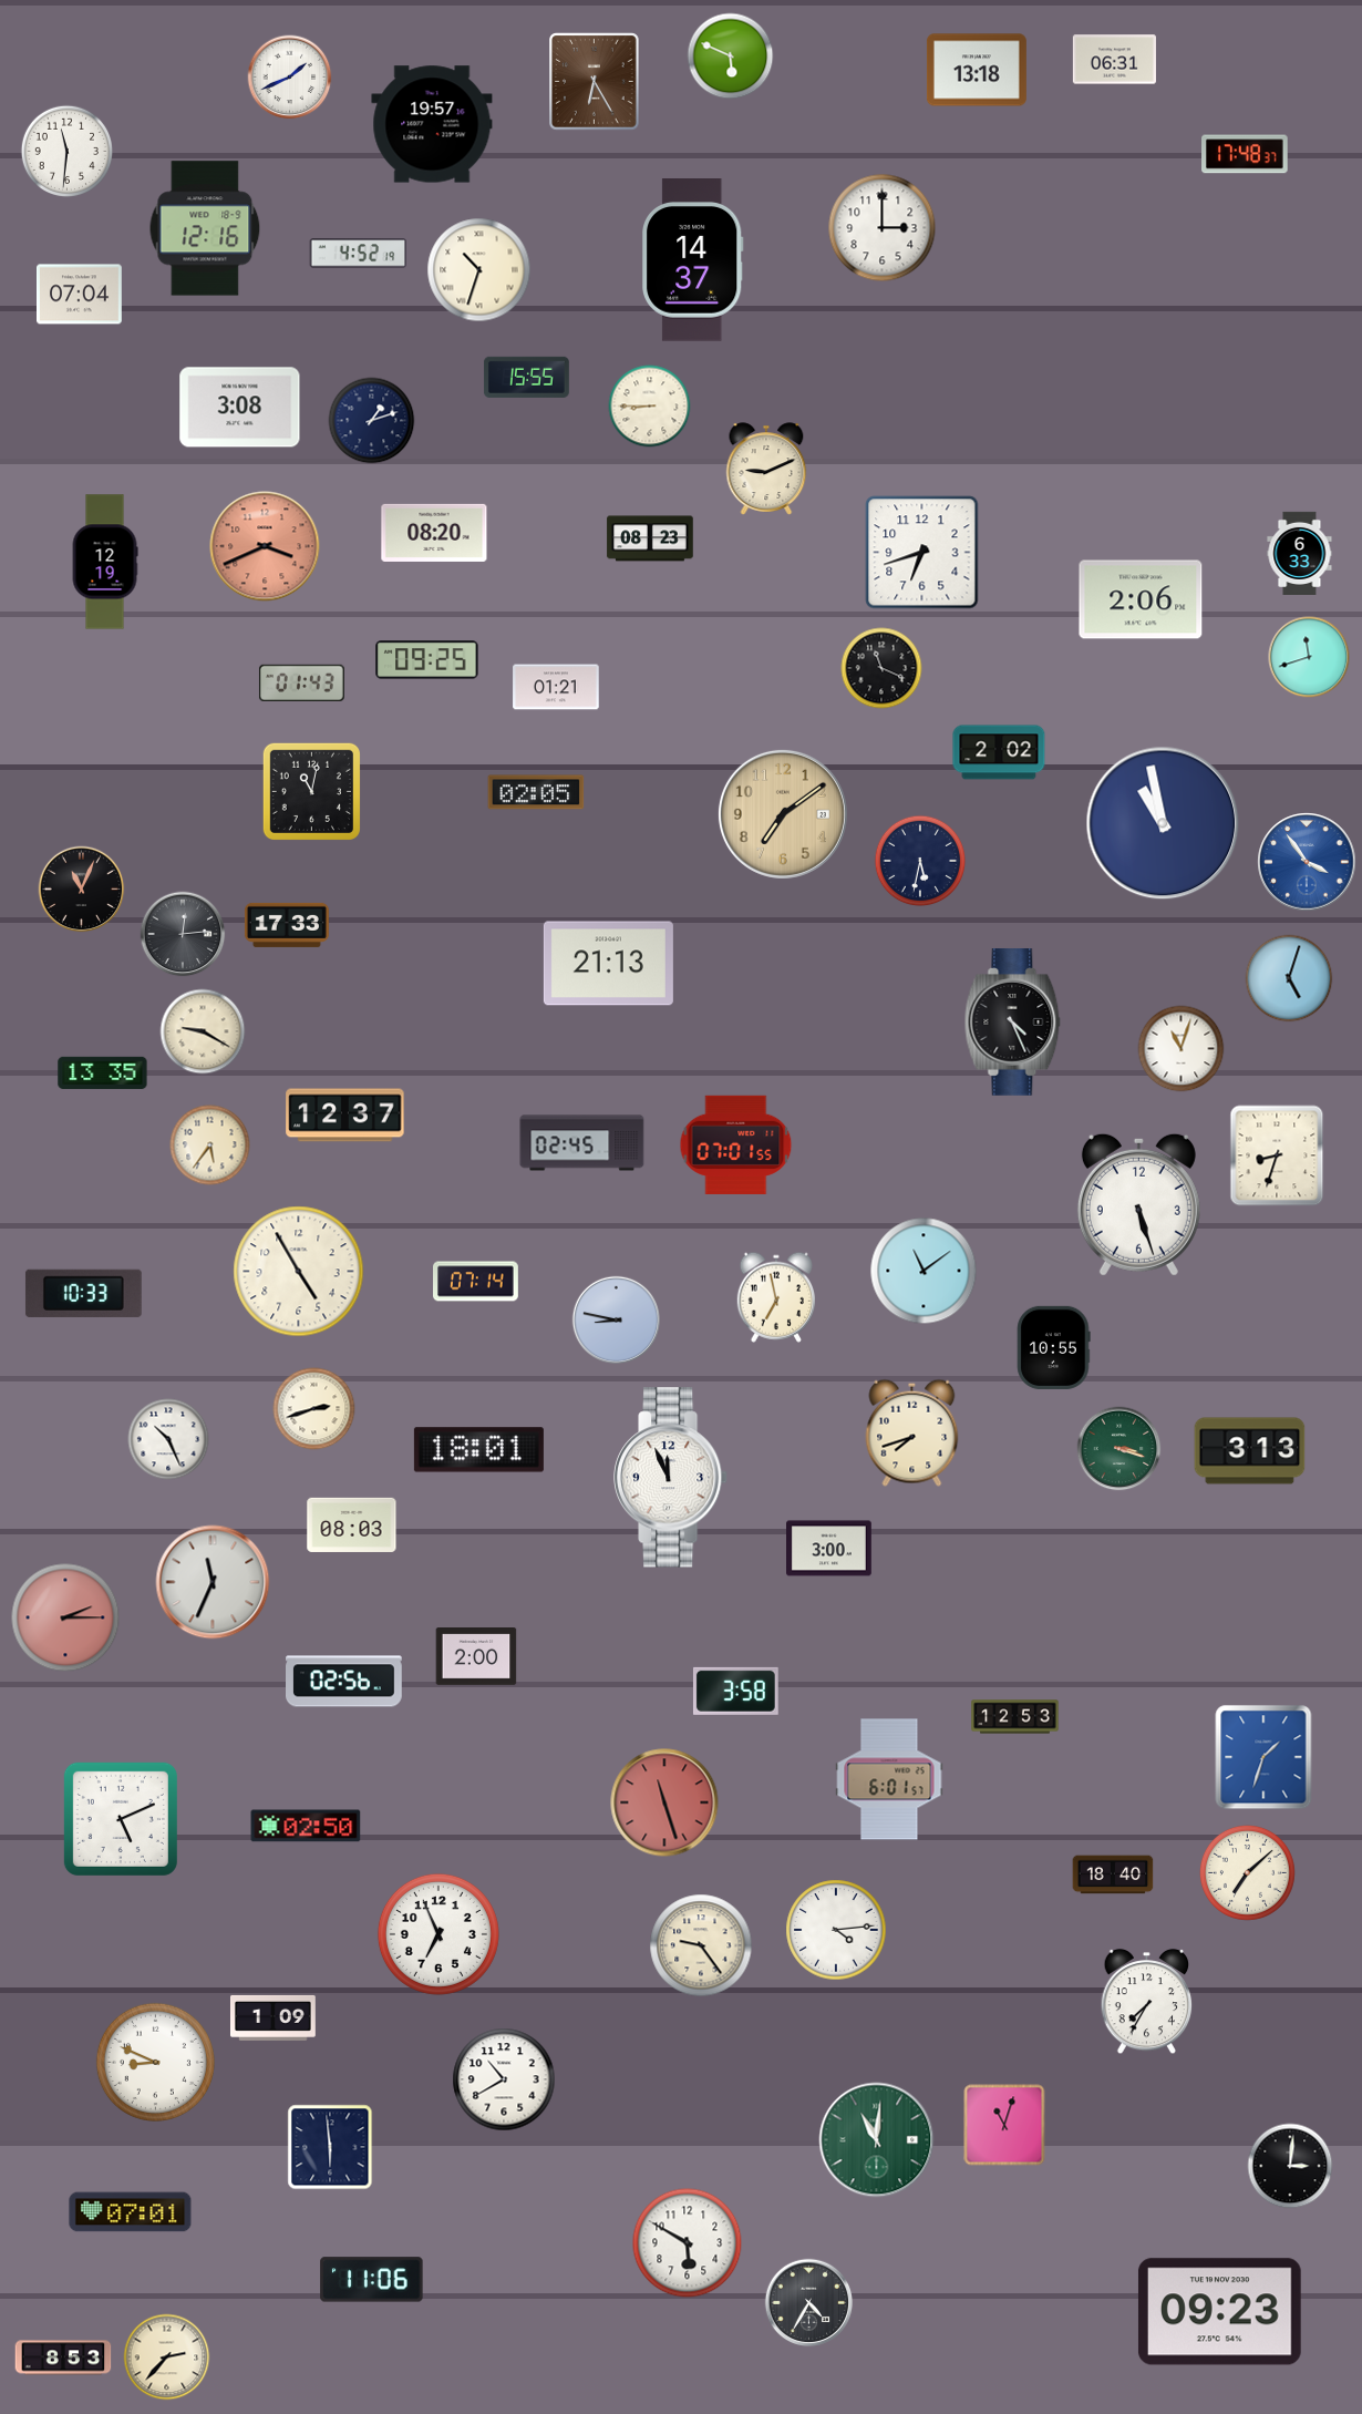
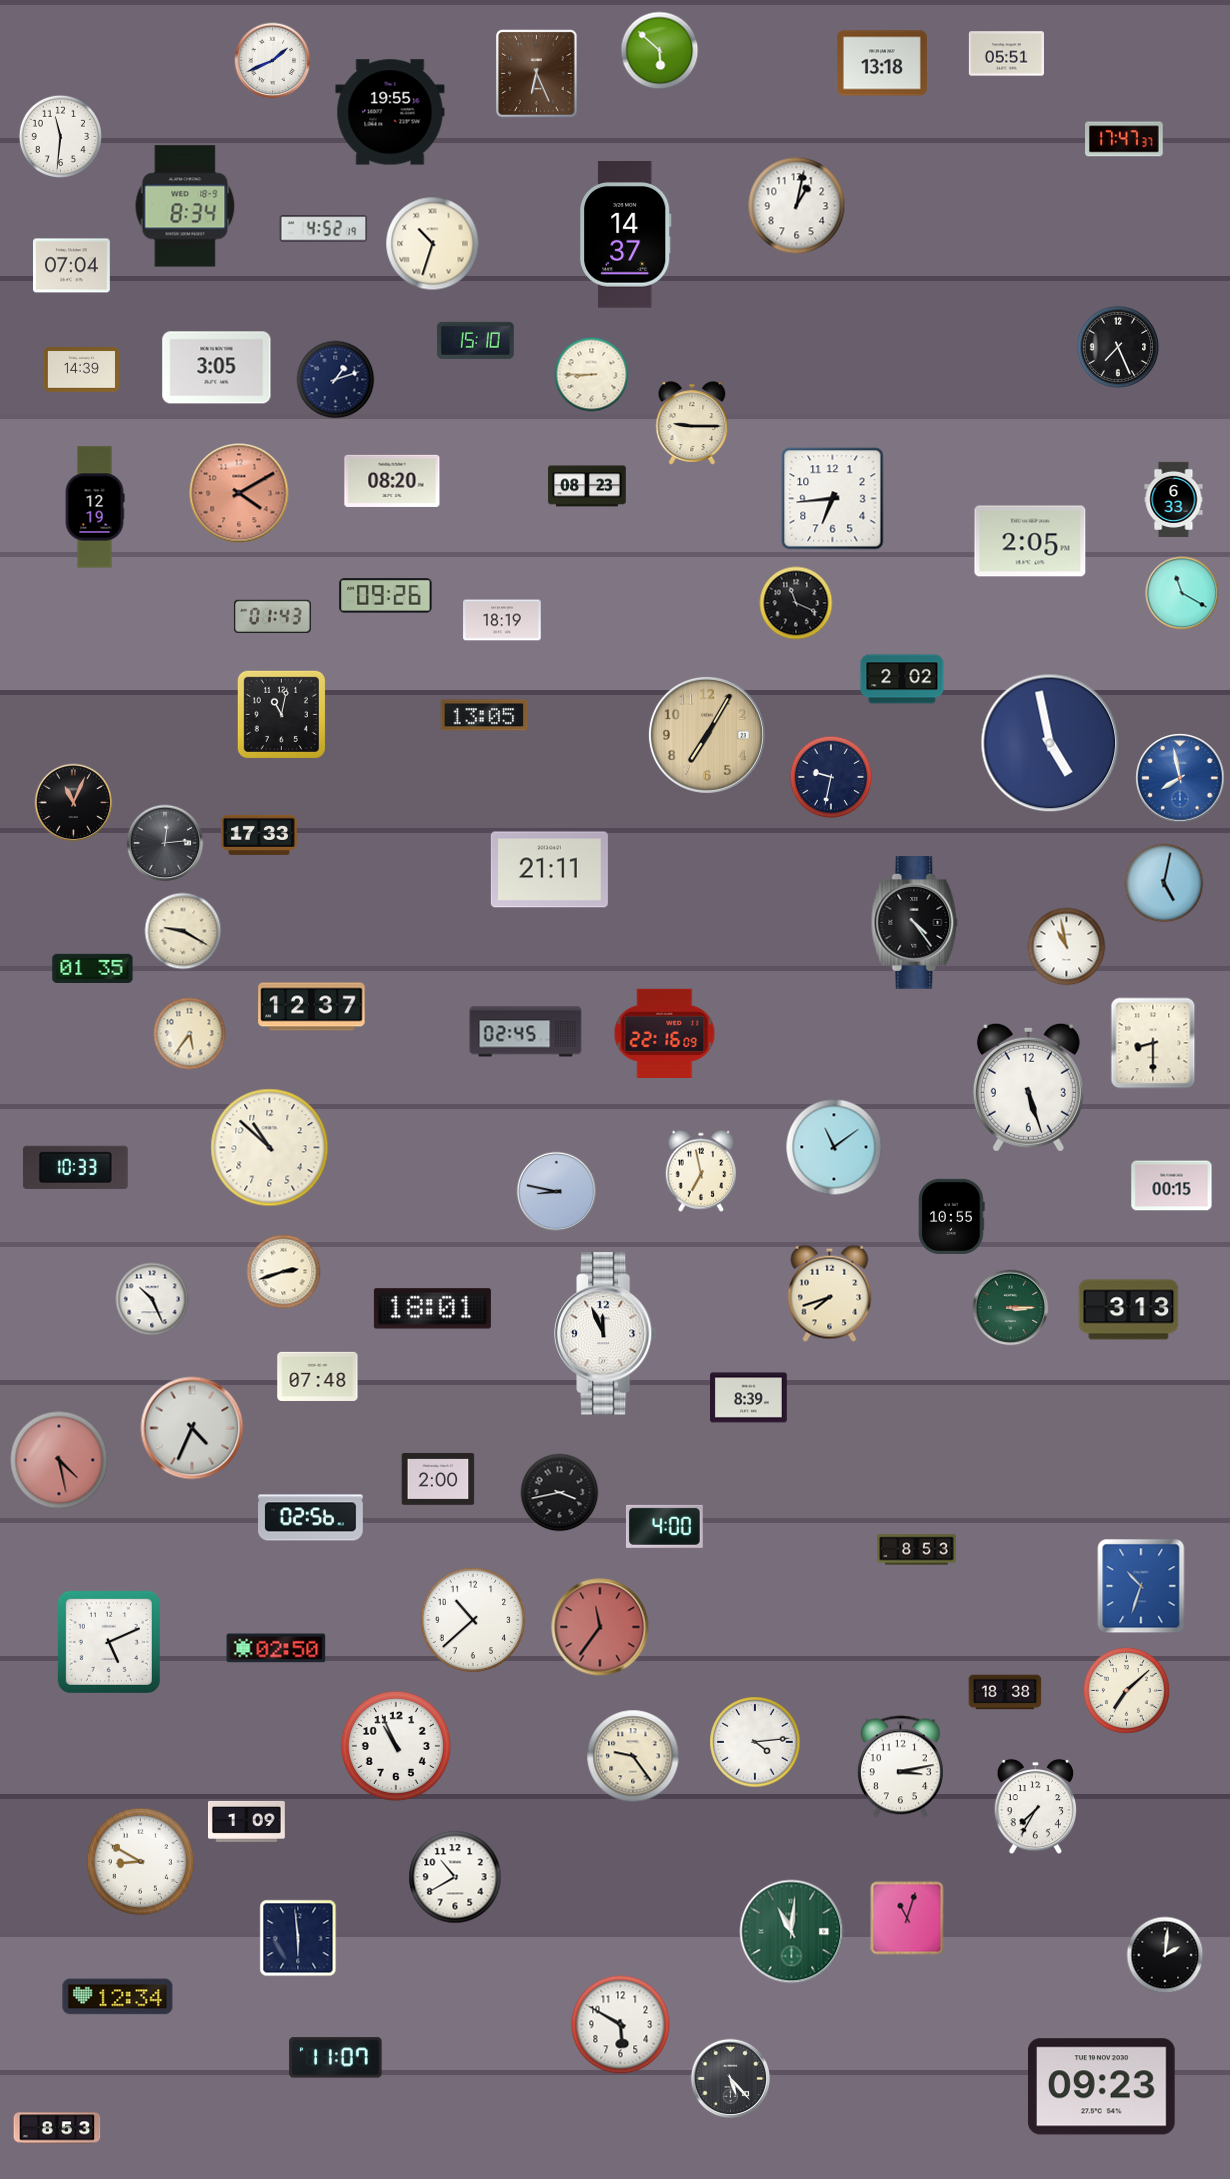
clock at (731, 57): 5:49 -> 5:52
clock at (1114, 60): 06:31 -> 05:51
clock at (290, 78) position: (290, 78) -> (273, 61)
clock at (595, 82): 6:25 -> 6:26
clock at (432, 124): 19:57 -> 19:55
clock at (1245, 154): 17:48 -> 17:47
clock at (205, 228): 12:16 -> 8:34
clock at (883, 228): 3:00 -> 1:02
clock at (526, 377): 15:55 -> 15:10
clock at (1118, 347): none -> 7:26
clock at (650, 407) position: (650, 407) -> (592, 375)
clock at (240, 408): 3:08 -> 3:05
clock at (81, 370): none -> 14:39
clock at (766, 469): 9:11 -> 9:15
clock at (265, 546): 3:41 -> 4:10
clock at (922, 553): 6:42 -> 6:44
clock at (1141, 599): 2:06 -> 2:05
clock at (1309, 657): 11:42 -> 11:20
clock at (427, 660): 09:25 -> 09:26
clock at (556, 687): 01:21 -> 18:19
clock at (536, 792): 02:05 -> 13:05
clock at (783, 814): 7:09 -> 7:05
clock at (1163, 823): 10:58 -> 4:58
clock at (920, 861): 5:32 -> 9:32
clock at (1307, 862): 3:54 -> 7:58
clock at (608, 964): 21:13 -> 21:11
clock at (1289, 978): 5:03 -> 5:02
clock at (1013, 1023): 4:26 -> 4:24
clock at (1182, 1049): 11:03 -> 10:58
clock at (103, 1072): 13:35 -> 01:35
clock at (736, 1144): 07:01 -> 22:16
clock at (1277, 1155): 8:33 -> 8:30
clock at (299, 1272): 4:55 -> 10:52
clock at (476, 1282): 07:14 -> none
clock at (1172, 1186): none -> 00:15
clock at (912, 1432) position: (912, 1432) -> (830, 1293)
clock at (1119, 1449): 3:18 -> 3:15
clock at (352, 1524): 08:03 -> 07:48
clock at (829, 1549): 3:00 -> 8:39
clock at (213, 1582): 11:34 -> 4:34
clock at (65, 1617): 2:15 -> 4:28
clock at (560, 1493): none -> 3:43
clock at (476, 1656) position: (476, 1656) -> (438, 1479)
clock at (735, 1691): 3:58 -> 4:00
clock at (1015, 1717): 12:53 -> 8:53
clock at (1263, 1757): 1:33 -> 10:33
clock at (889, 1779): 6:01 -> none
clock at (473, 1620): none -> 10:38
clock at (664, 1802): 11:27 -> 11:36
clock at (1113, 1874): 18:40 -> 18:38
clock at (438, 1934): 6:56 -> 10:56
clock at (900, 1767): none -> 3:13
clock at (155, 2062): 8:49 -> 8:50
clock at (1290, 2166): 3:01 -> 2:01
clock at (131, 2212): 07:01 -> 12:34
clock at (372, 2280): 11:06 -> 11:07
clock at (809, 2303): 4:35 -> 5:23
clock at (167, 2357): 2:37 -> none
